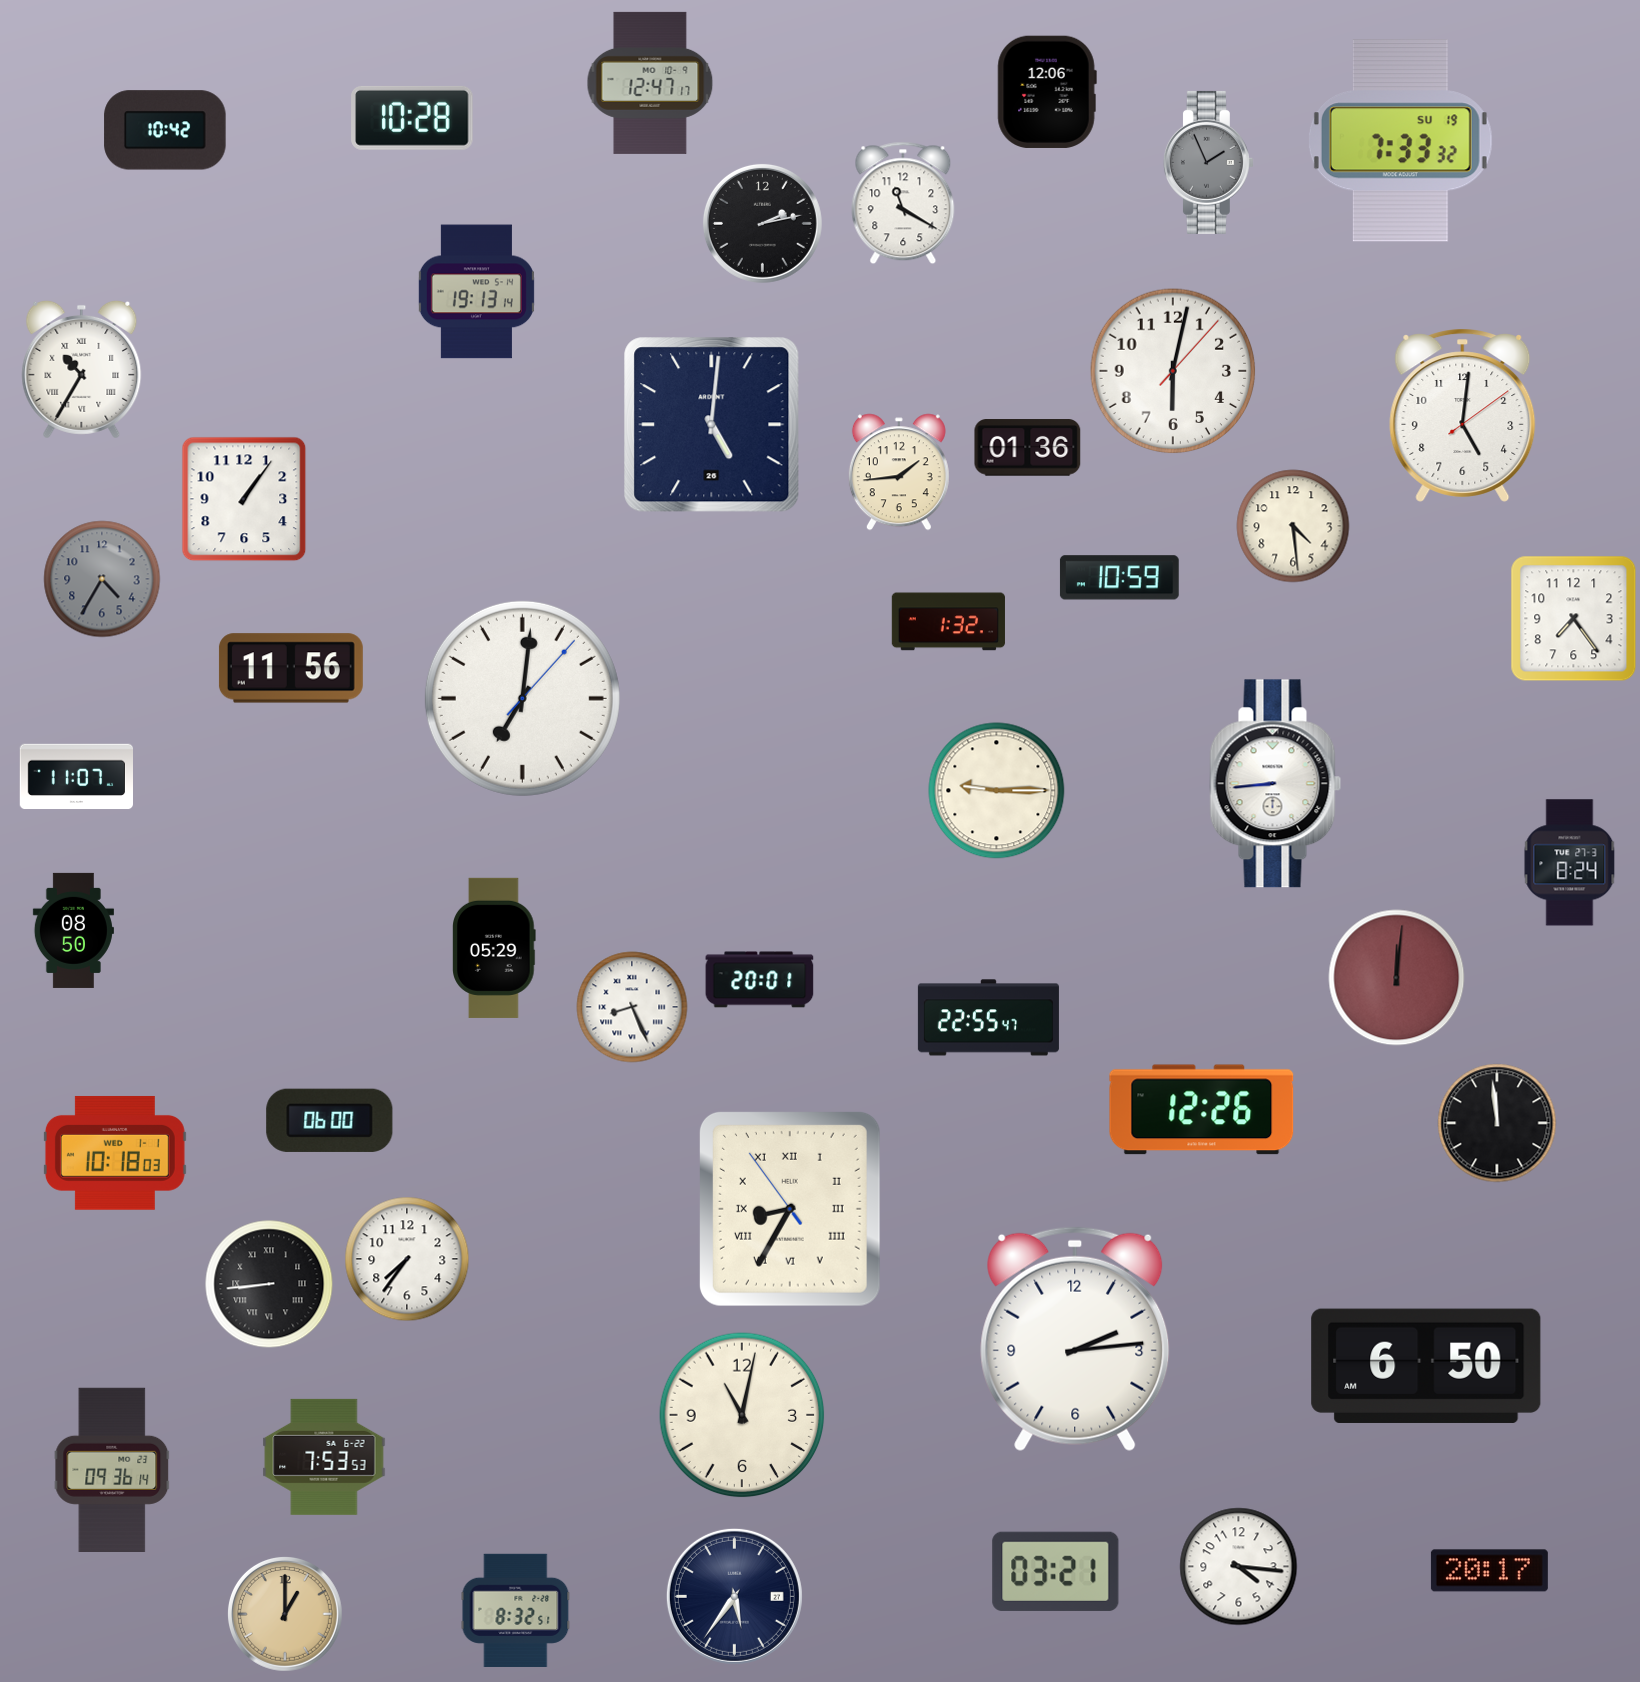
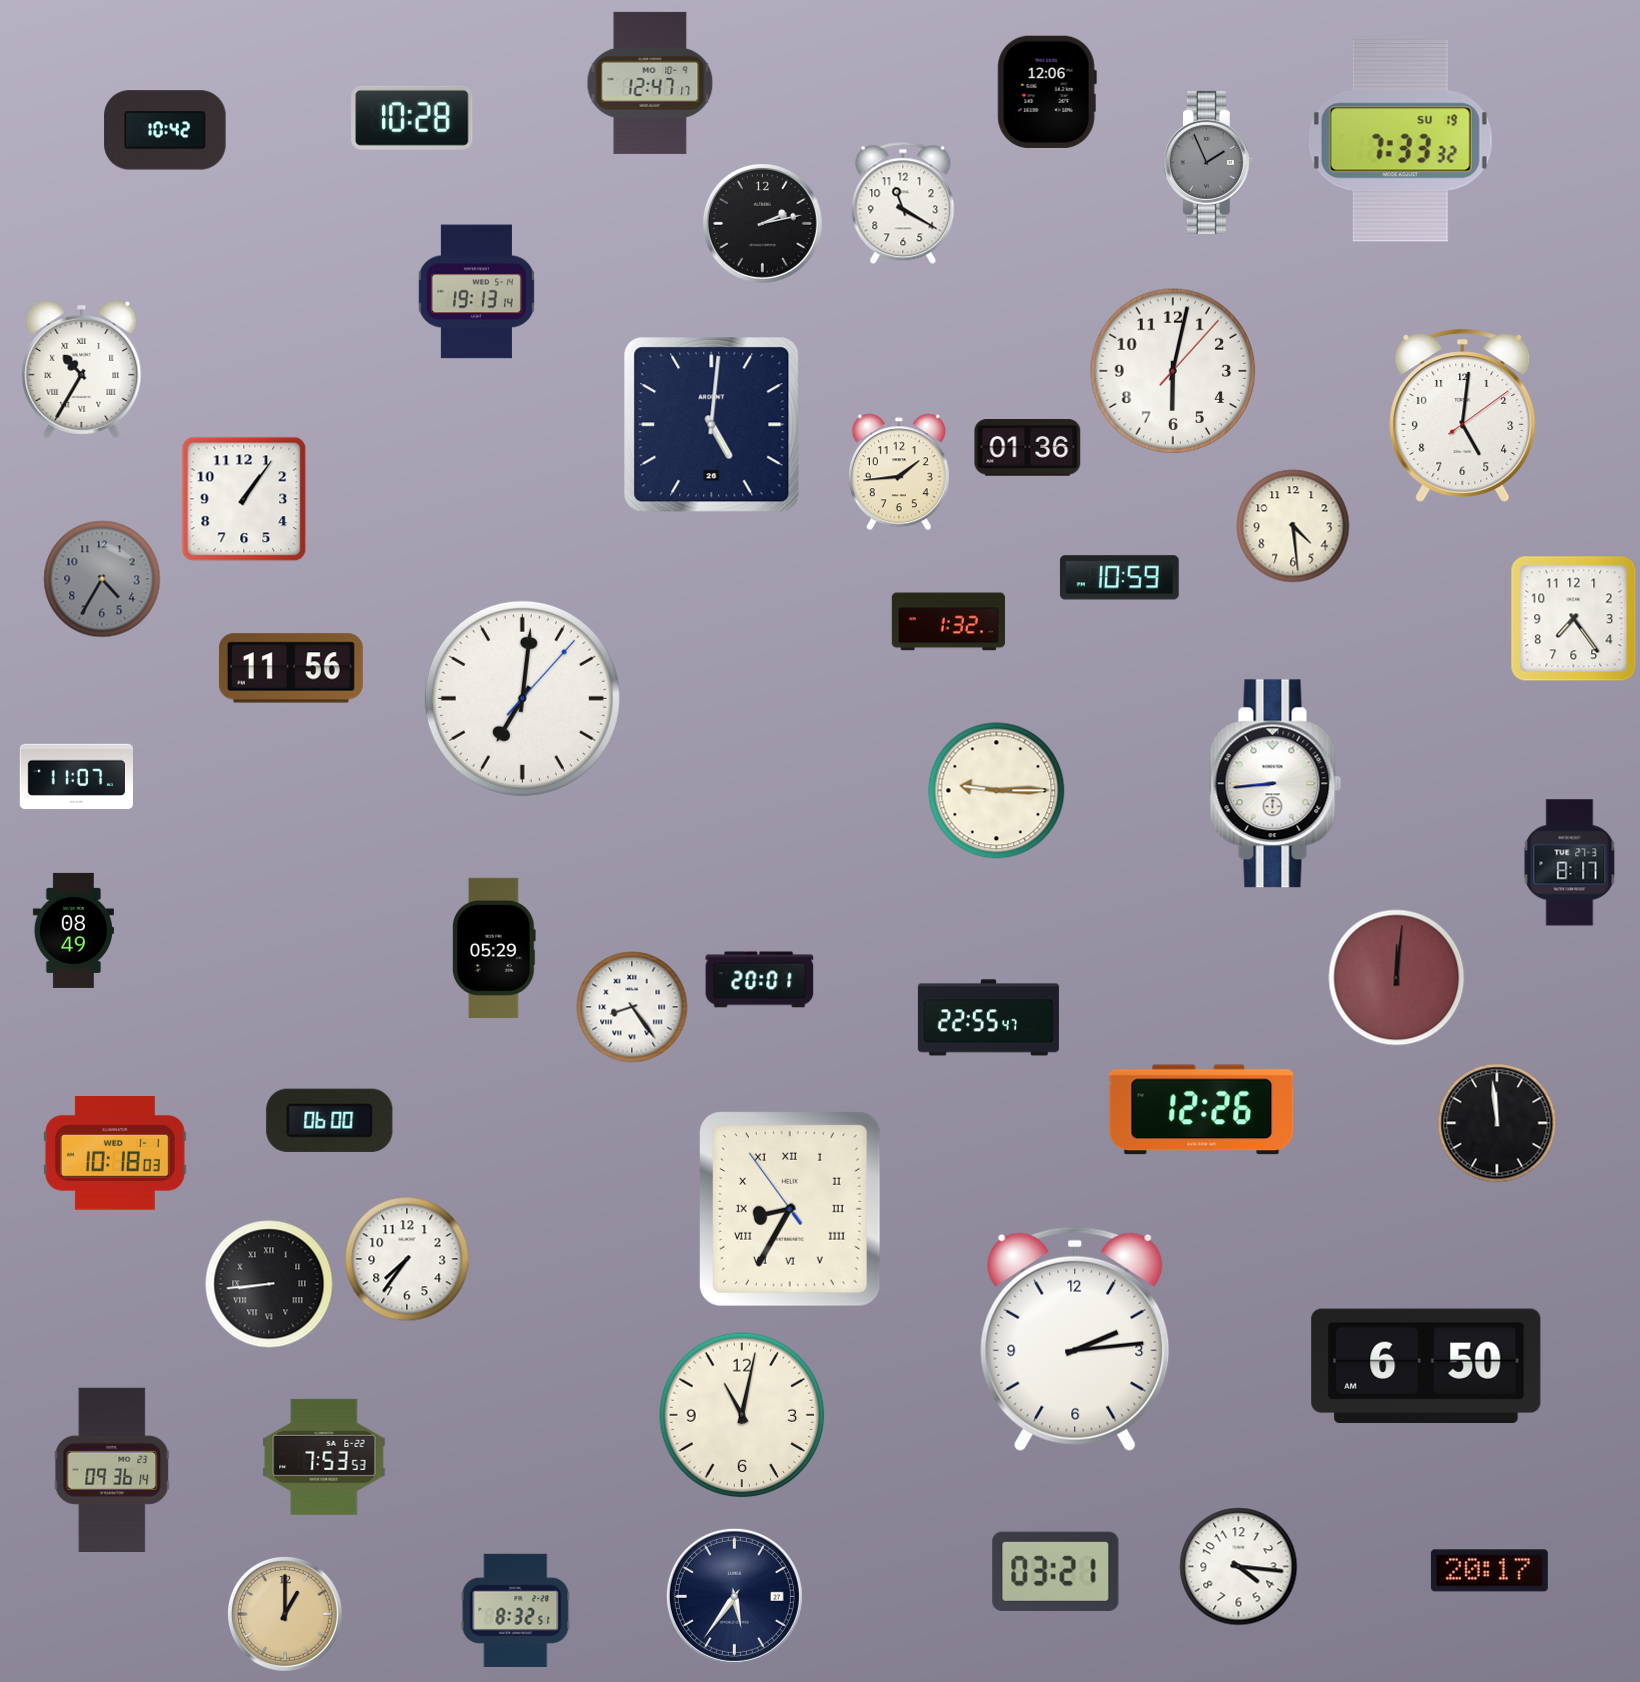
clock at (1570, 863): 8:24 -> 8:17
clock at (73, 930): 08:50 -> 08:49
clock at (632, 1007): 8:26 -> 8:24
